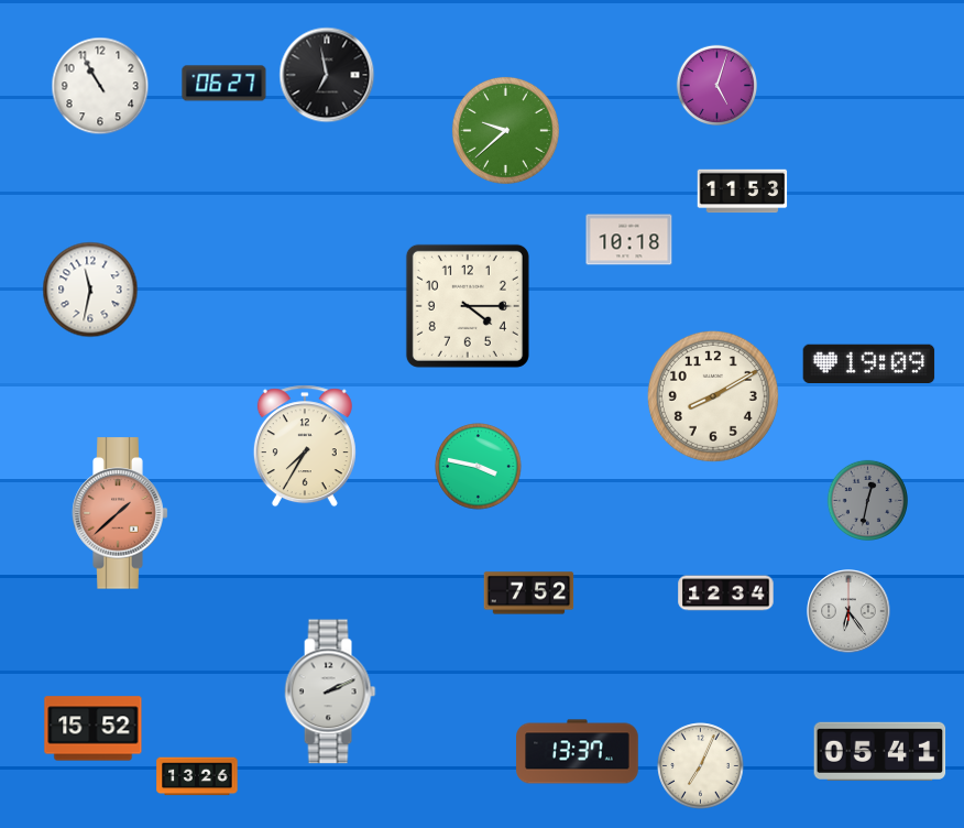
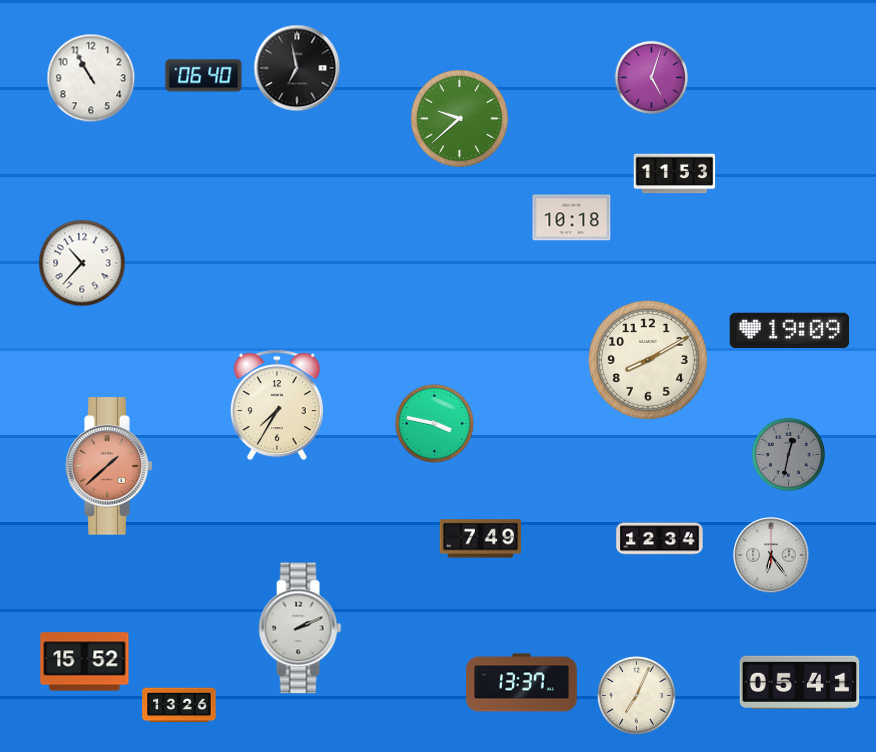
clock at (224, 84): 06:27 -> 06:40
clock at (90, 290): 11:32 -> 10:37
clock at (468, 306): 4:15 -> none
clock at (529, 593): 7:52 -> 7:49
clock at (578, 752) position: (578, 752) -> (522, 683)
